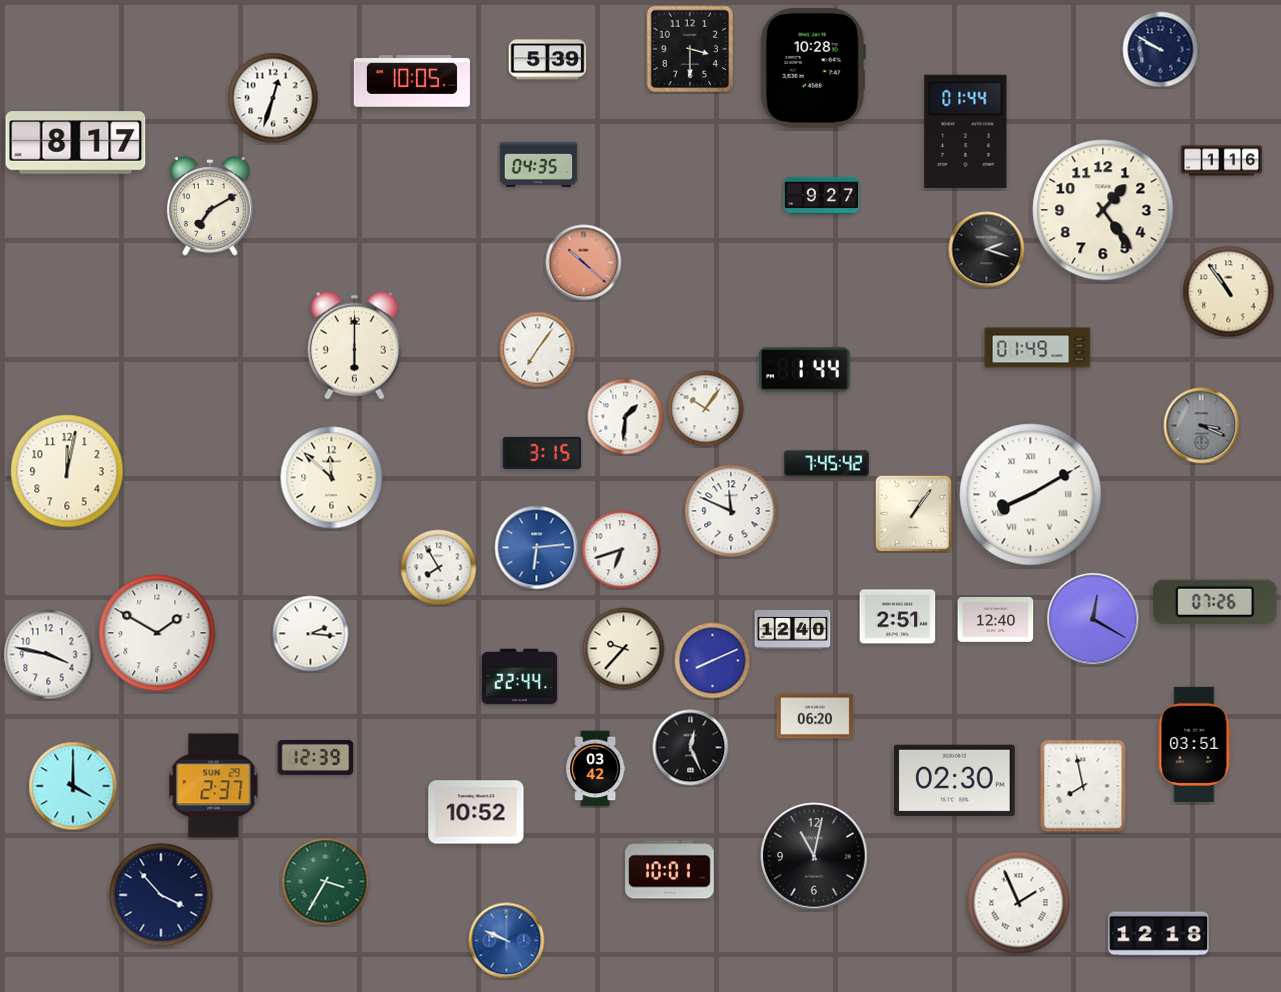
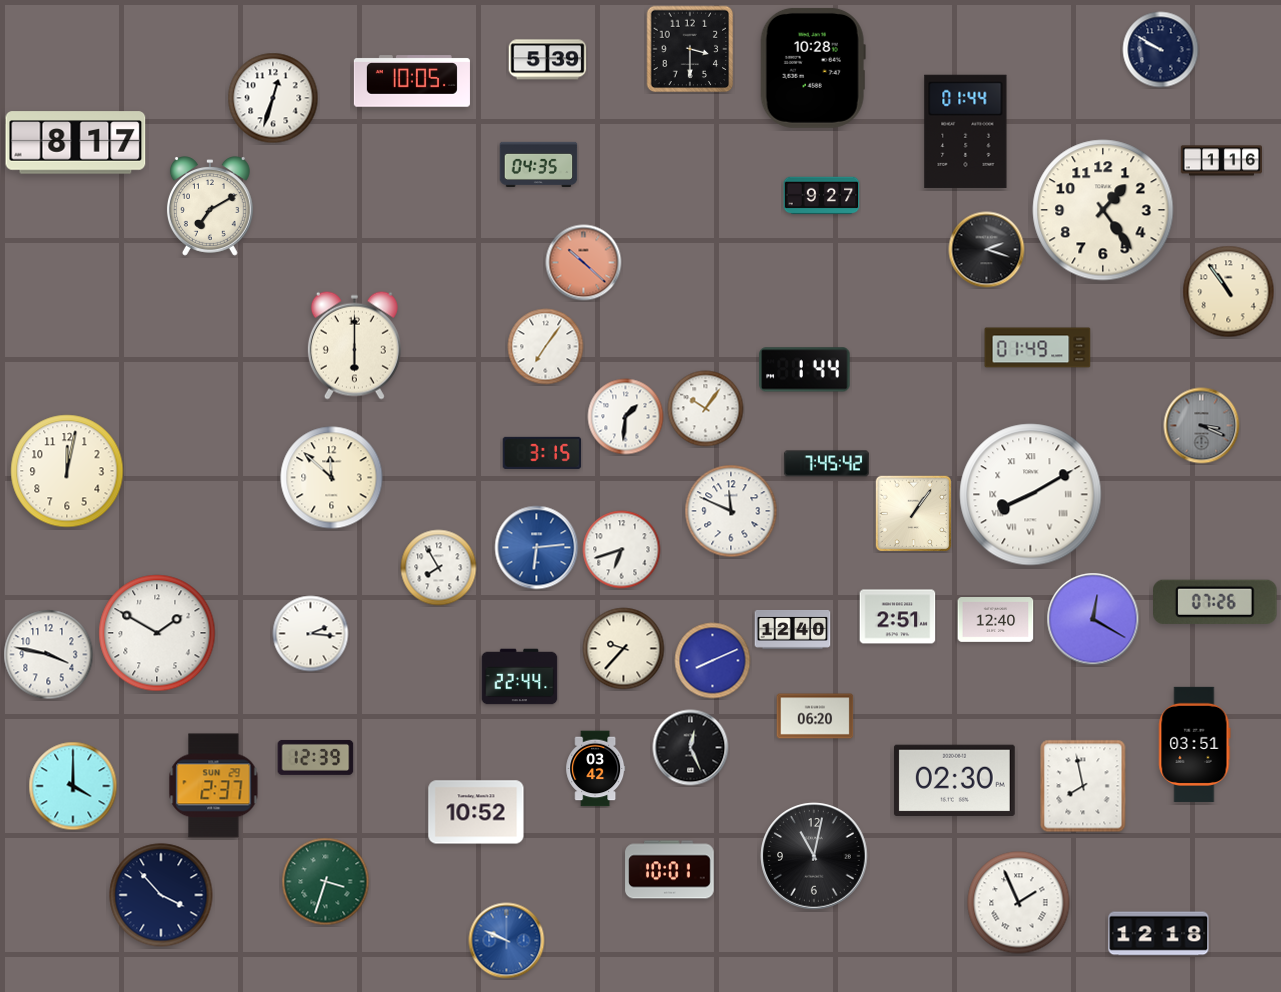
clock at (538, 350) position: (538, 350) -> (546, 347)
clock at (326, 882): 3:35 -> 3:33
